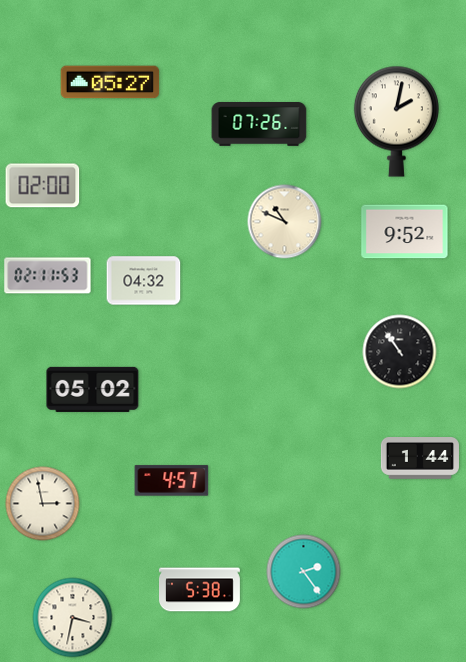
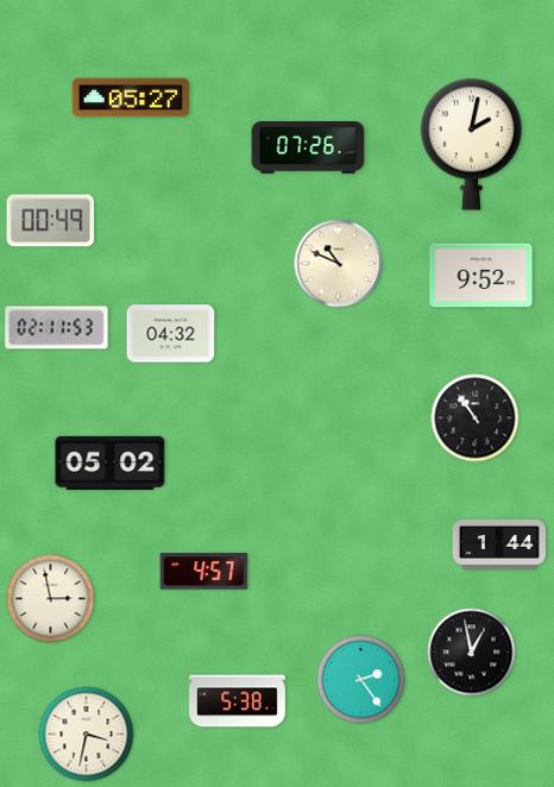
clock at (43, 186): 02:00 -> 00:49
clock at (472, 653): none -> 12:58
